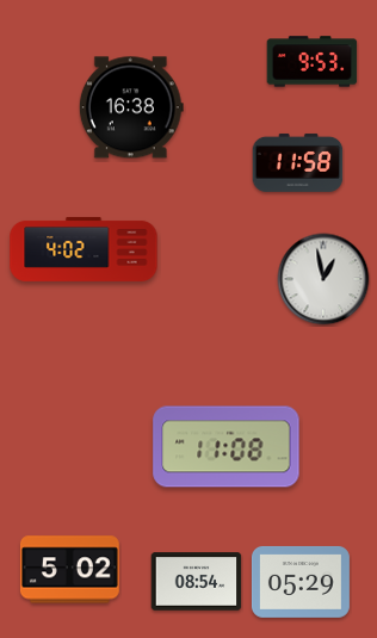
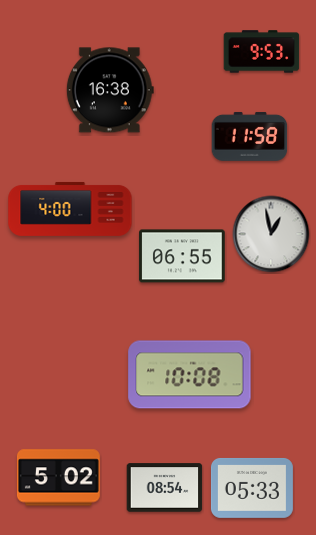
clock at (84, 249): 4:02 -> 4:00
clock at (182, 256): none -> 06:55
clock at (227, 447): 11:08 -> 10:08
clock at (301, 582): 05:29 -> 05:33
